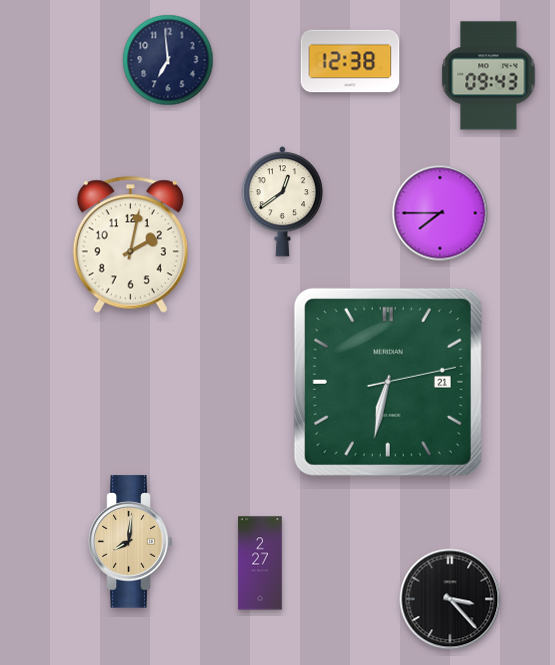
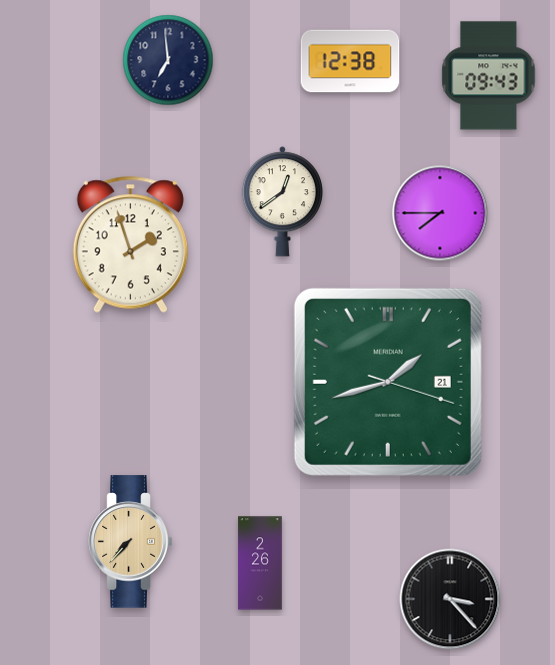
clock at (130, 244): 2:02 -> 1:57
clock at (388, 382): 6:32 -> 1:42
clock at (131, 542): 8:01 -> 7:37
clock at (260, 563): 2:27 -> 2:26
